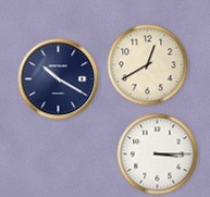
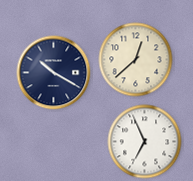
clock at (148, 65): 12:40 -> 12:38
clock at (158, 155): 3:15 -> 6:56
